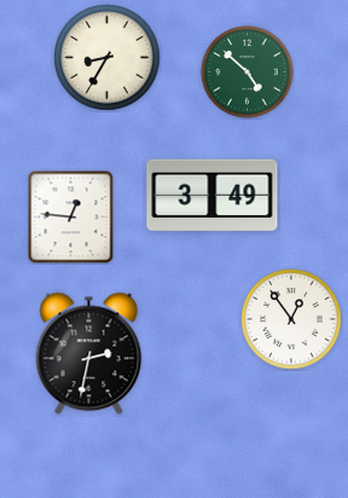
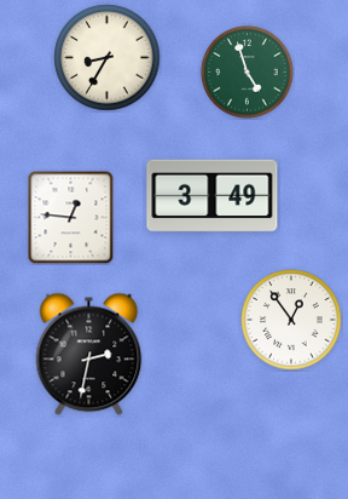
clock at (248, 73): 4:52 -> 4:57
